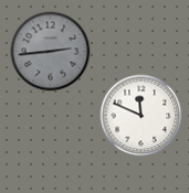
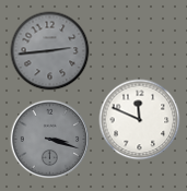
clock at (141, 116) position: (141, 116) -> (140, 120)
clock at (50, 140): none -> 3:18
